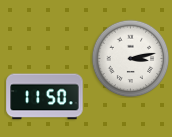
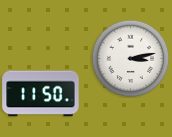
clock at (45, 97) position: (45, 97) -> (41, 94)
